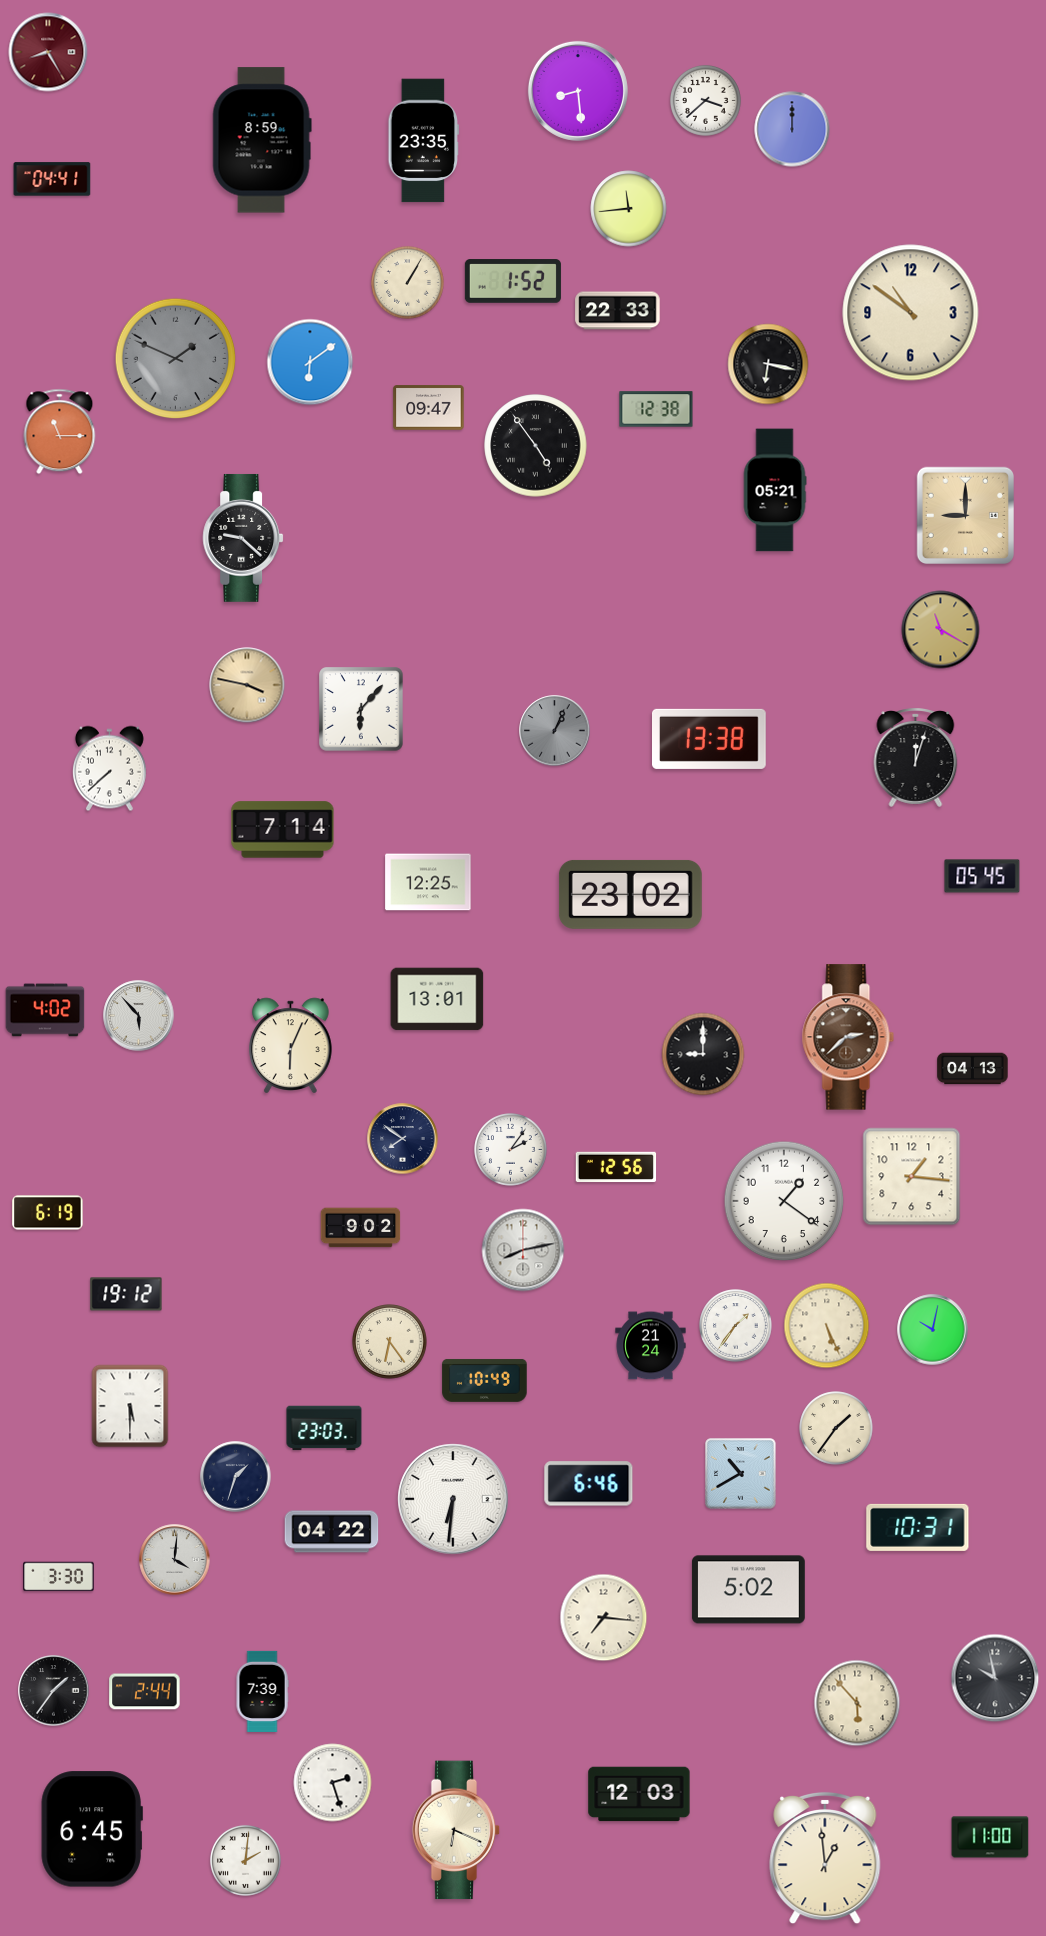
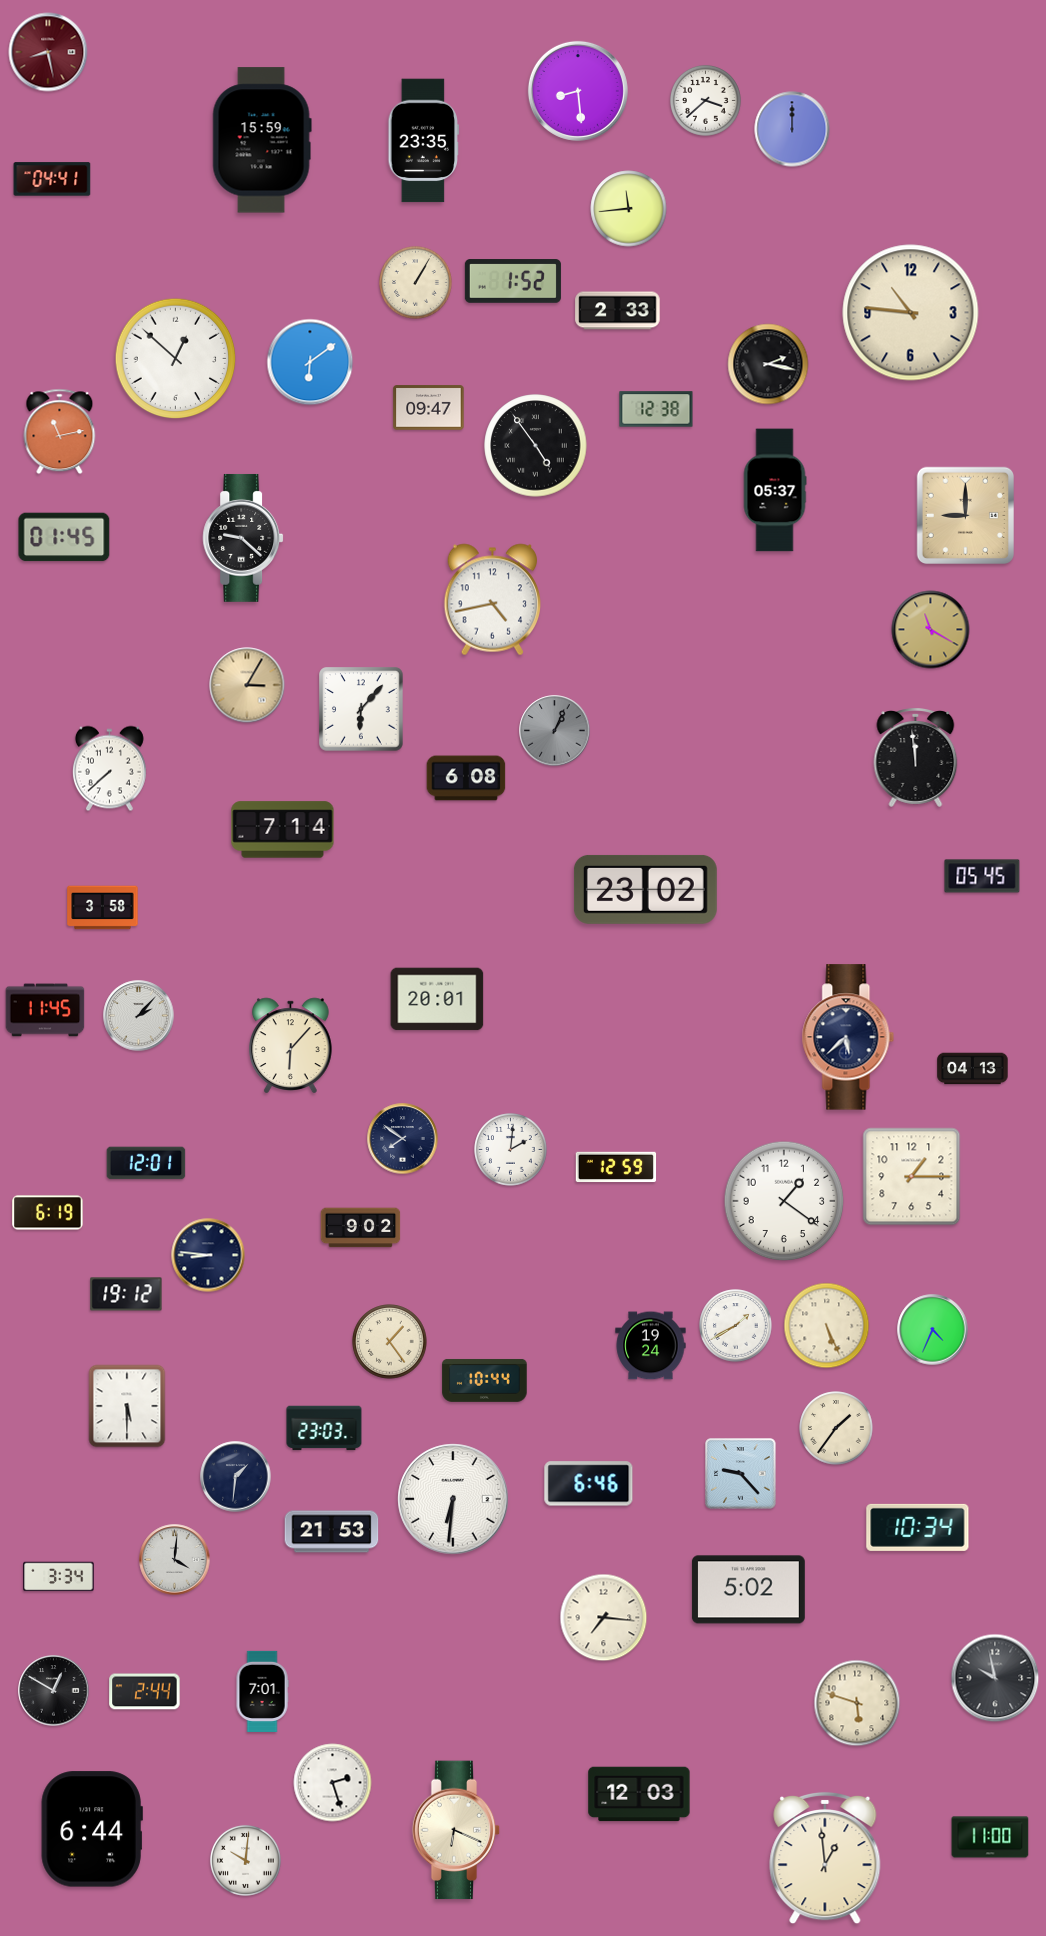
clock at (48, 52): 8:25 -> 8:28
clock at (262, 140): 8:59 -> 15:59
clock at (408, 283) position: (408, 283) -> (416, 283)
clock at (618, 311): 22:33 -> 2:33
clock at (911, 313): 10:51 -> 10:46
clock at (176, 359): 1:49 -> 12:52
clock at (176, 359) dial: grey -> white
clock at (768, 364): 6:17 -> 2:17
clock at (60, 432): 11:15 -> 11:13
clock at (775, 490): 05:21 -> 05:37
clock at (64, 537): none -> 01:45
clock at (493, 600): none -> 4:43
clock at (941, 630) position: (941, 630) -> (931, 630)
clock at (247, 685): 3:47 -> 3:05
clock at (709, 739): 13:38 -> none
clock at (916, 758): 12:03 -> 11:59
clock at (466, 778): none -> 6:08
clock at (428, 882): 12:25 -> none
clock at (630, 894) position: (630, 894) -> (645, 889)
clock at (103, 908): none -> 3:58
clock at (437, 999): 13:01 -> 20:01
clock at (45, 1010): 4:02 -> 11:45
clock at (139, 1016): 5:53 -> 2:07
clock at (848, 1037): 2:38 -> 5:38
clock at (848, 1037) dial: brown -> navy
clock at (291, 1046): 6:04 -> 6:07
clock at (703, 1054): 9:00 -> none
clock at (511, 1150): 2:06 -> 2:01
clock at (146, 1163): none -> 12:01
clock at (616, 1167): 12:56 -> 12:59
clock at (912, 1177): 1:16 -> 1:15
clock at (523, 1250): 8:13 -> none
clock at (208, 1255): none -> 8:46
clock at (736, 1326): 1:36 -> 1:40
clock at (933, 1330): 10:02 -> 4:34
clock at (390, 1342): 6:24 -> 1:24
clock at (651, 1346): 21:24 -> 19:24
clock at (485, 1380): 10:49 -> 10:44
clock at (130, 1406) position: (130, 1406) -> (127, 1406)
clock at (741, 1474): 10:40 -> 9:23
clock at (236, 1477): 1:33 -> 1:31
clock at (918, 1527): 10:31 -> 10:34
clock at (332, 1532): 04:22 -> 21:53
clock at (59, 1577): 3:30 -> 3:34
clock at (54, 1691): 1:36 -> 12:50
clock at (262, 1691): 7:39 -> 7:01
clock at (857, 1703): 5:53 -> 5:48
clock at (92, 1829): 6:45 -> 6:44
clock at (245, 1860): 2:01 -> 10:01
